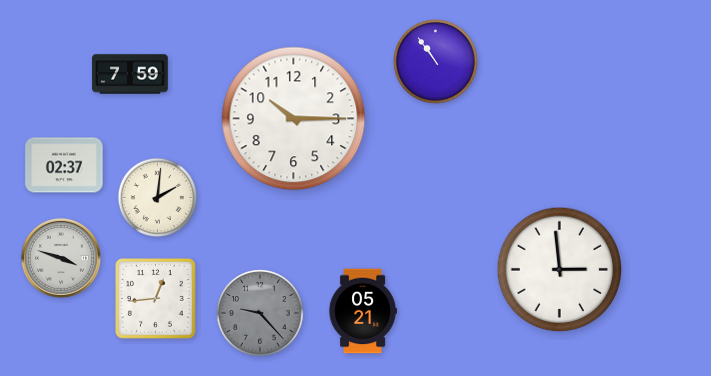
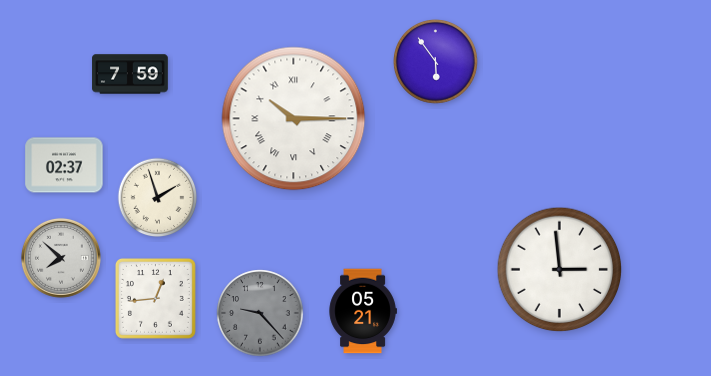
clock at (436, 62): 10:54 -> 5:54
clock at (294, 119) numerals: Arabic -> Roman
clock at (158, 198): 2:01 -> 1:57
clock at (61, 258): 3:48 -> 7:52
